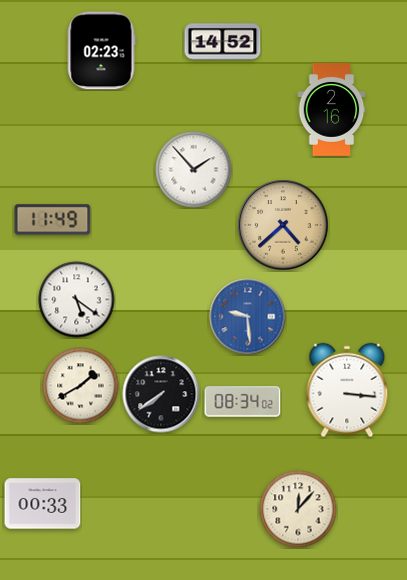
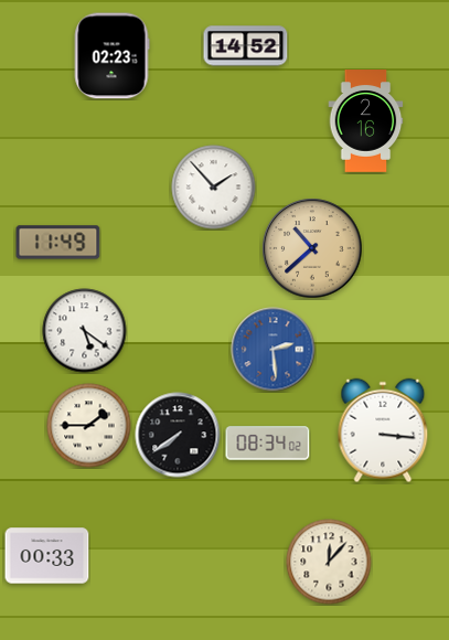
clock at (283, 225): 4:38 -> 10:38
clock at (248, 317): 9:29 -> 2:29
clock at (81, 386): 1:40 -> 1:45
